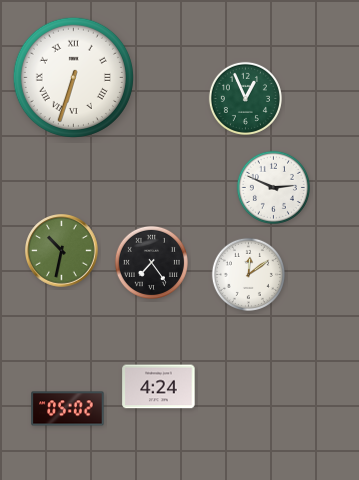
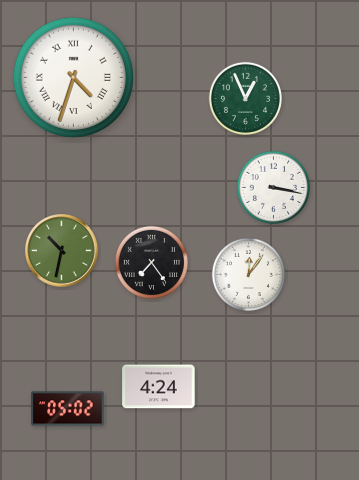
clock at (73, 77): 6:33 -> 4:33
clock at (273, 187): 2:49 -> 3:17
clock at (248, 274): 12:09 -> 12:06
